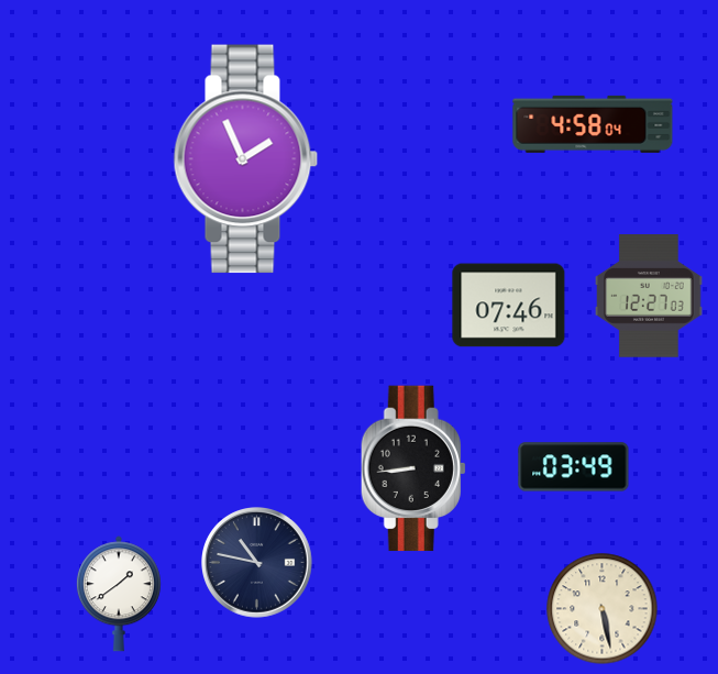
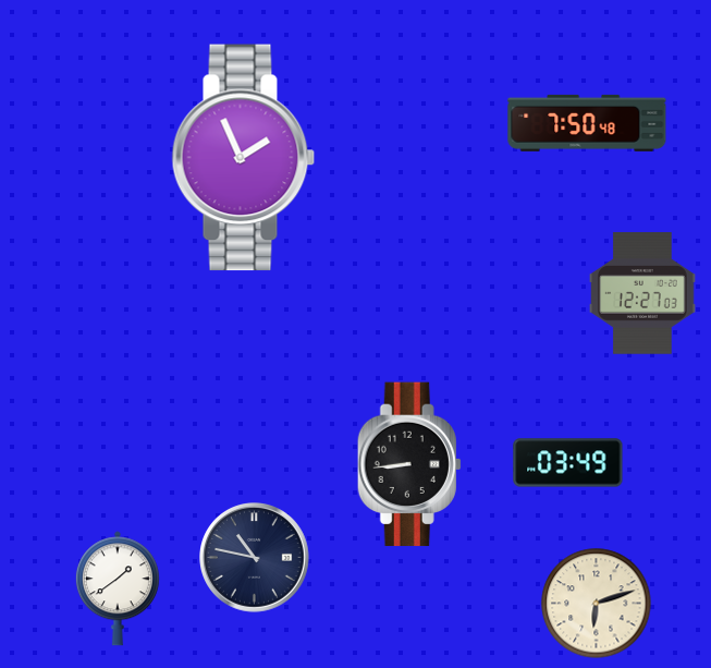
clock at (593, 124): 4:58 -> 7:50
clock at (509, 306): 07:46 -> none
clock at (603, 609): 5:28 -> 6:12
